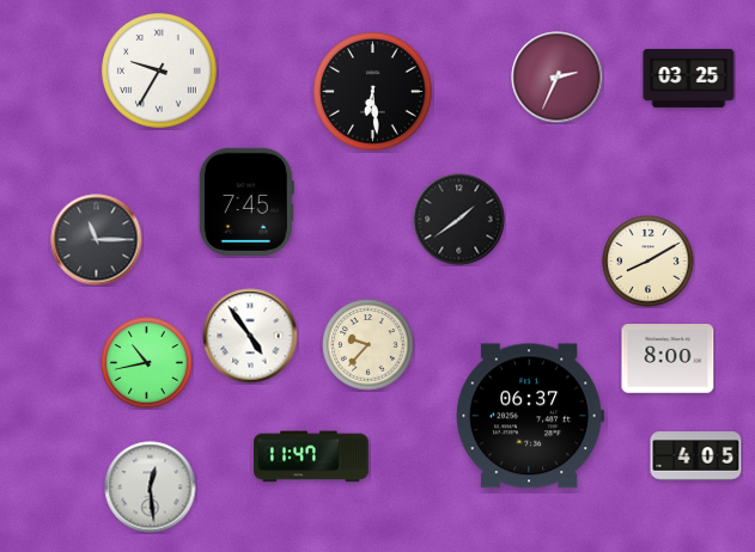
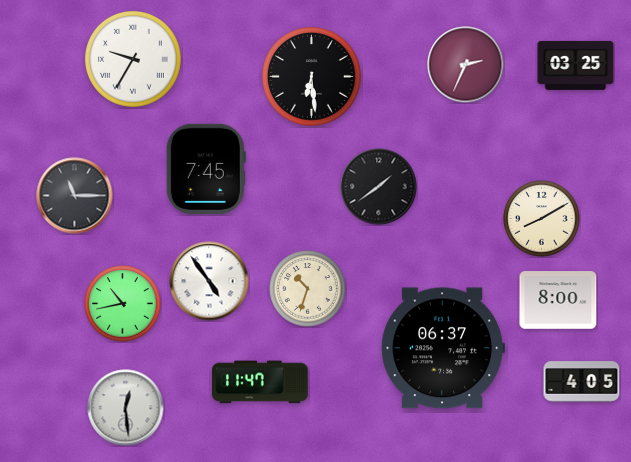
clock at (459, 220) position: (459, 220) -> (379, 187)
clock at (97, 240) position: (97, 240) -> (75, 196)
clock at (369, 345): 9:37 -> 10:33
